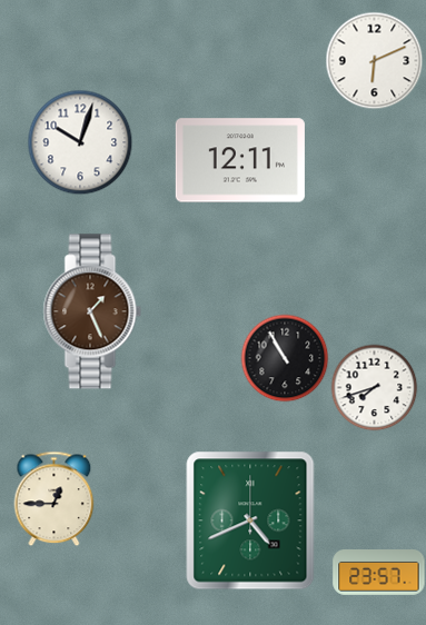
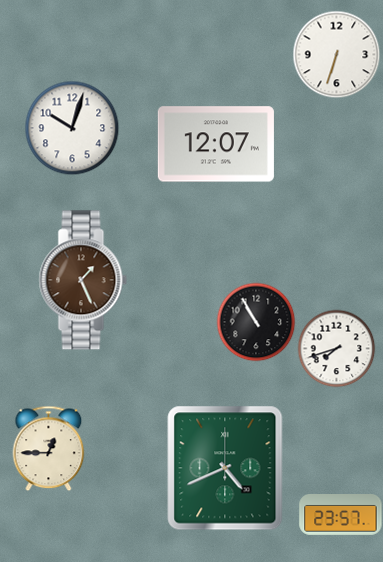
clock at (374, 60): 6:11 -> 6:33
clock at (240, 160): 12:11 -> 12:07
